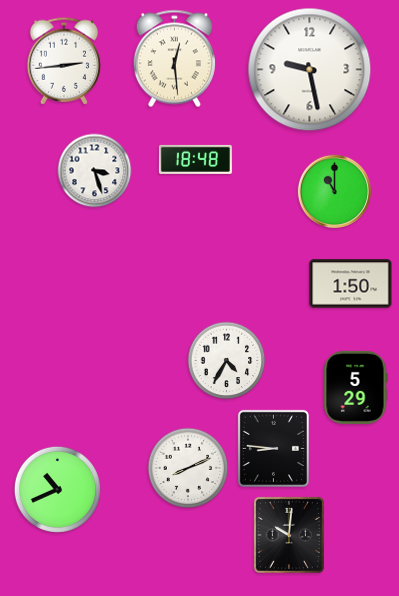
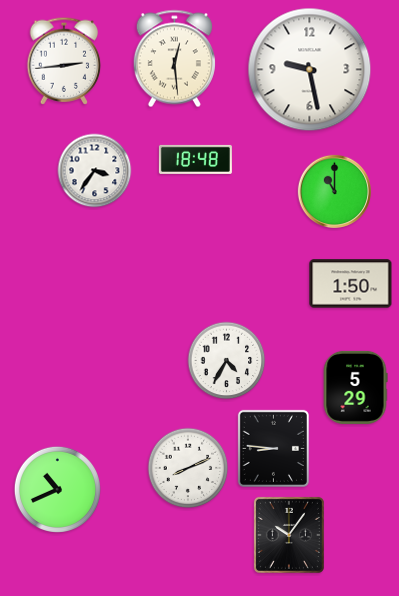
clock at (95, 171): 3:27 -> 3:36
clock at (289, 535): 10:01 -> 10:06
